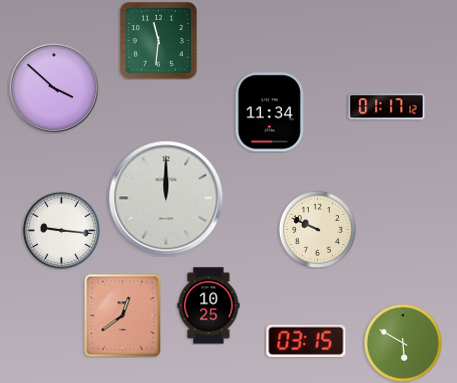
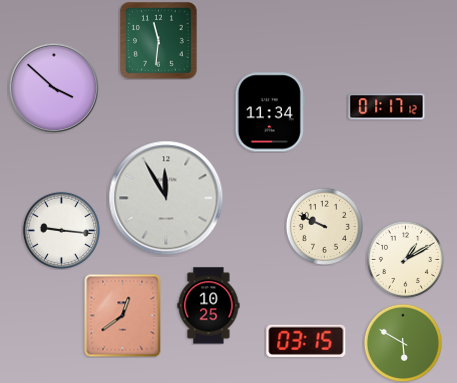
clock at (166, 198): 12:00 -> 11:55
clock at (317, 229) position: (317, 229) -> (324, 226)
clock at (405, 259): none -> 1:10
